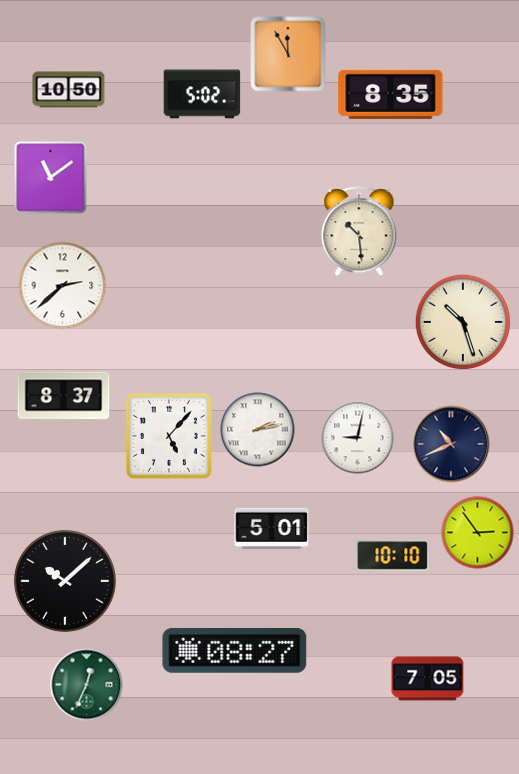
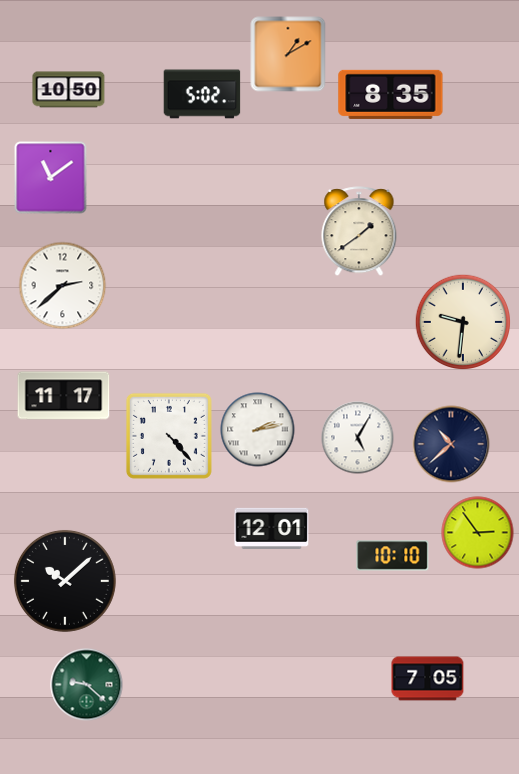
clock at (288, 54): 11:55 -> 1:10
clock at (359, 232): 10:29 -> 1:39
clock at (463, 322): 10:27 -> 9:31
clock at (64, 396): 8:37 -> 11:17
clock at (169, 436): 5:07 -> 4:23
clock at (358, 438): 9:02 -> 5:05
clock at (451, 444): 10:41 -> 10:38
clock at (272, 528): 5:01 -> 12:01
clock at (235, 651): 08:27 -> none
clock at (87, 685): 12:34 -> 9:22
